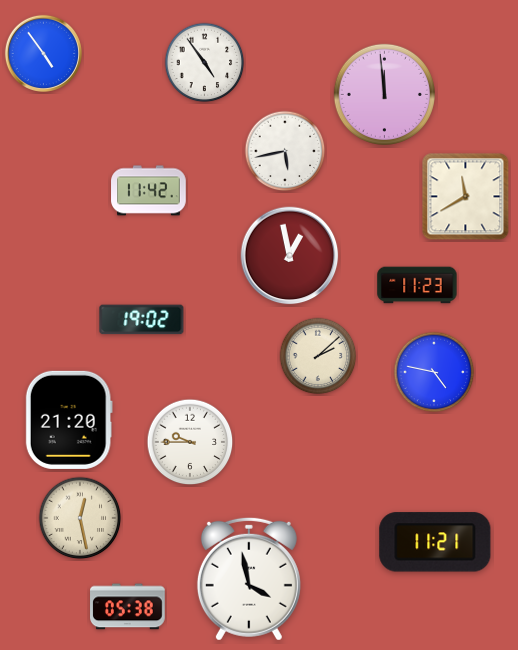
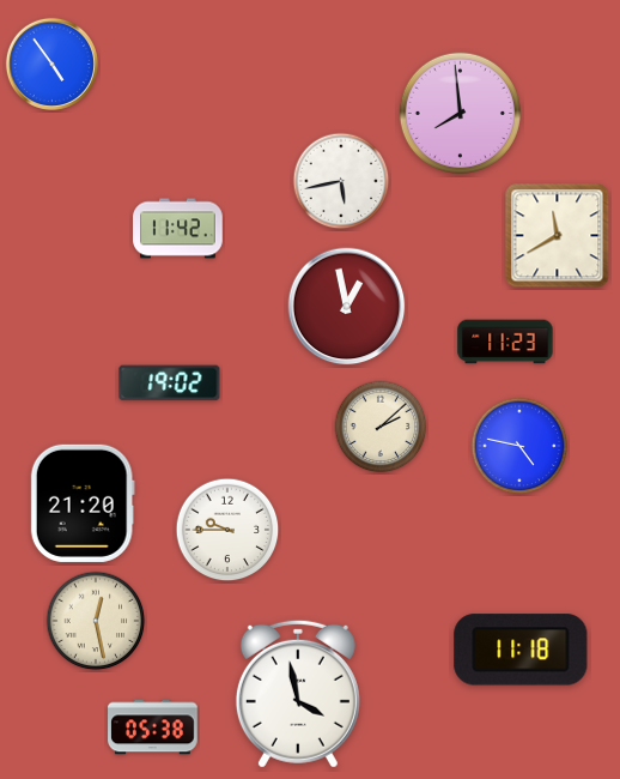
clock at (205, 63): 4:54 -> none
clock at (384, 94): 11:59 -> 7:59
clock at (417, 285) position: (417, 285) -> (505, 342)
clock at (435, 542): 11:21 -> 11:18
